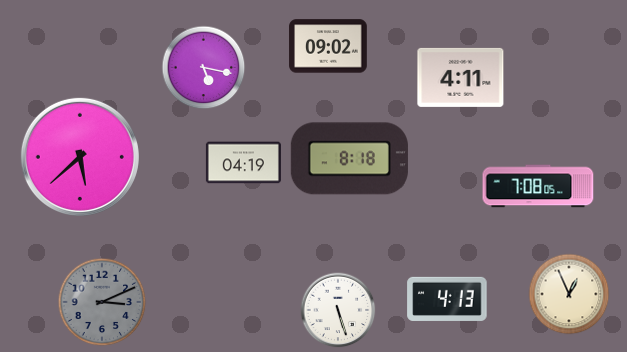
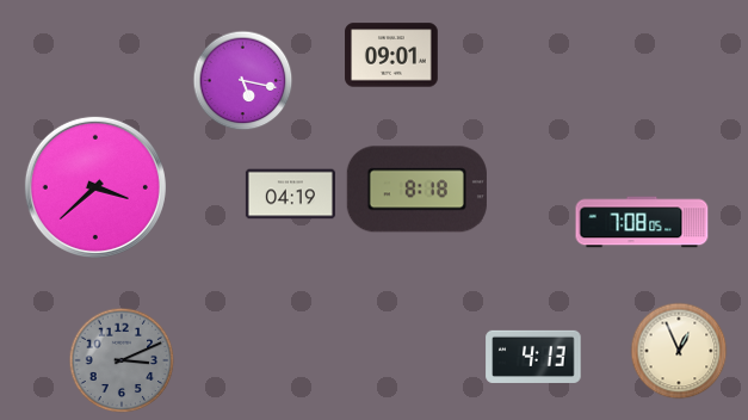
clock at (328, 46): 09:02 -> 09:01
clock at (461, 77): 4:11 -> none
clock at (80, 157): 5:38 -> 3:38
clock at (338, 310): 5:27 -> none
